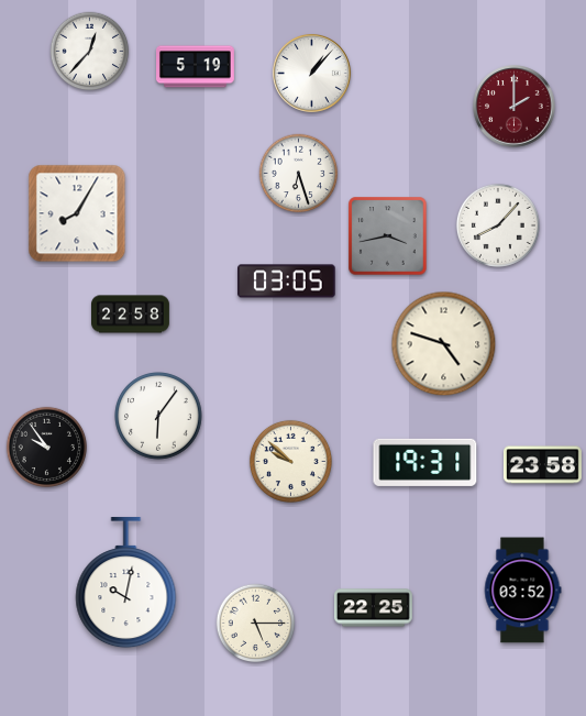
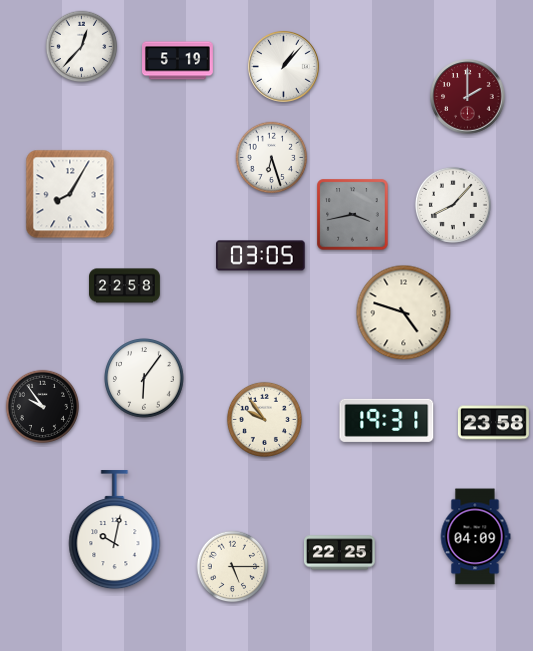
clock at (131, 315) position: (131, 315) -> (125, 286)
clock at (290, 461): 9:52 -> 9:54
clock at (522, 591): 03:52 -> 04:09
